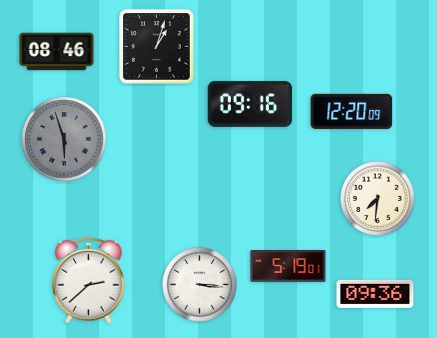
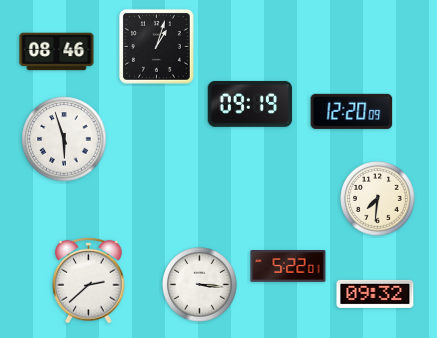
clock at (250, 104): 09:16 -> 09:19
clock at (64, 139) dial: grey -> white
clock at (288, 267): 5:19 -> 5:22
clock at (375, 294): 09:36 -> 09:32
